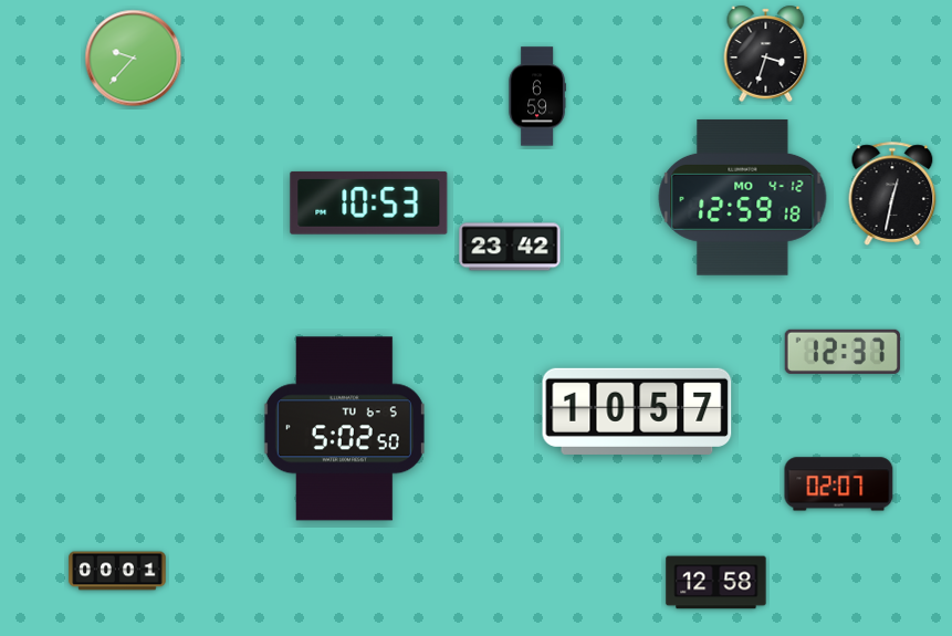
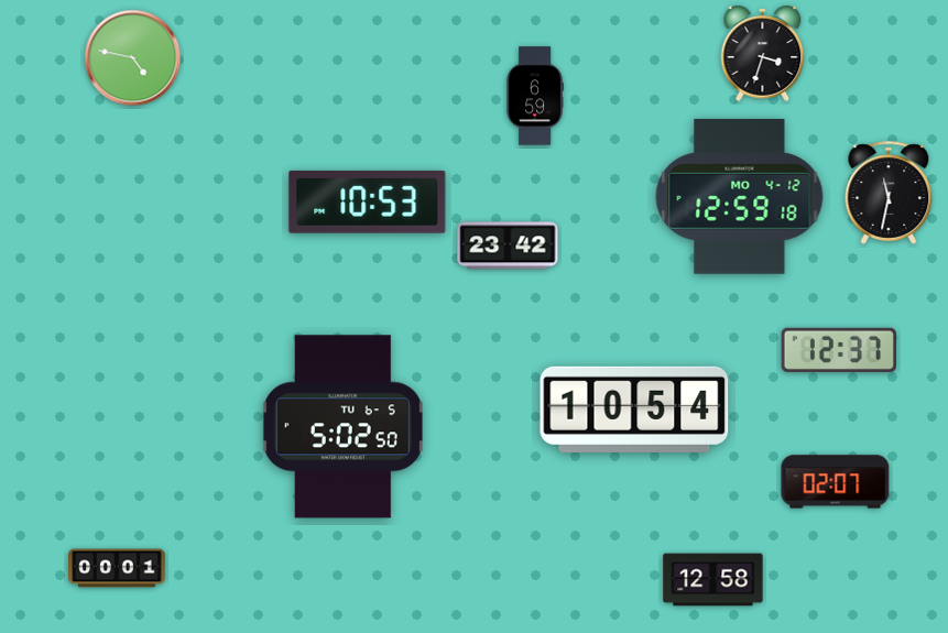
clock at (134, 59): 9:37 -> 4:47
clock at (892, 194): 12:32 -> 11:32
clock at (637, 411): 10:57 -> 10:54
